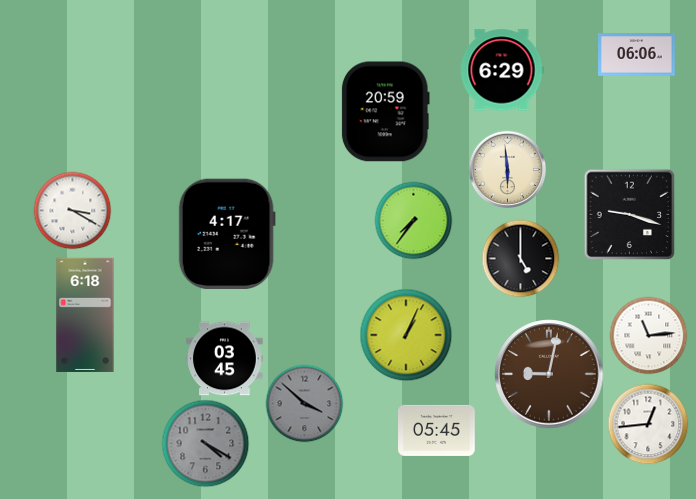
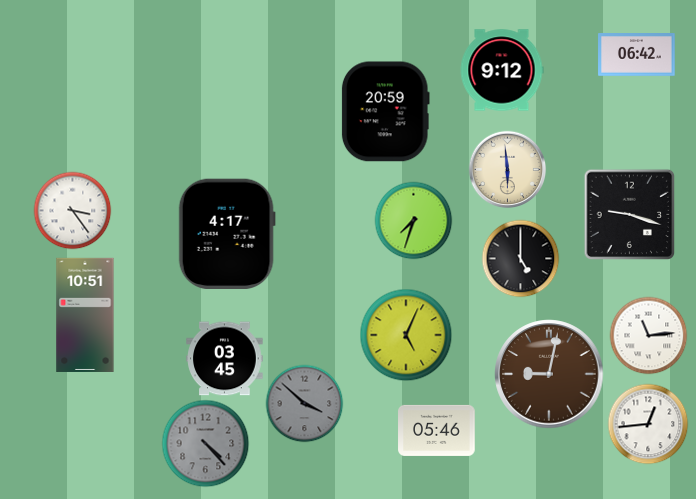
clock at (637, 55): 06:06 -> 06:42
clock at (502, 70): 6:29 -> 9:12
clock at (72, 210): 3:20 -> 3:24
clock at (413, 220): 7:36 -> 7:33
clock at (85, 315): 6:18 -> 10:51
clock at (406, 335): 1:04 -> 5:04
clock at (437, 430): 05:45 -> 05:46
clock at (205, 443): 4:20 -> 4:23
